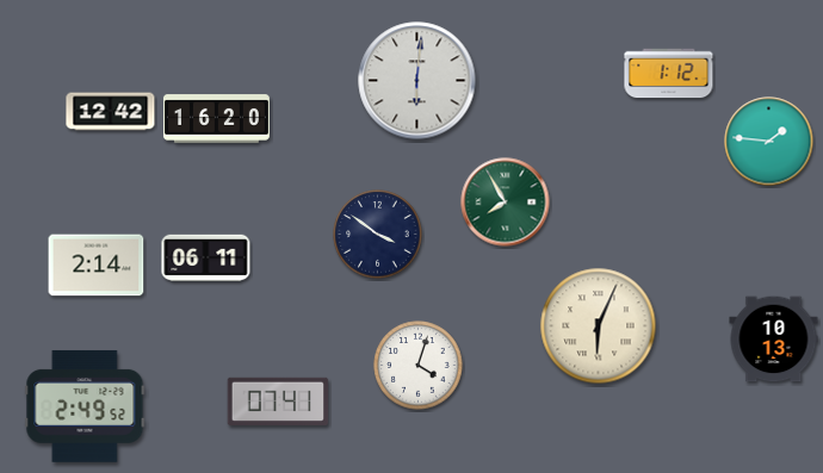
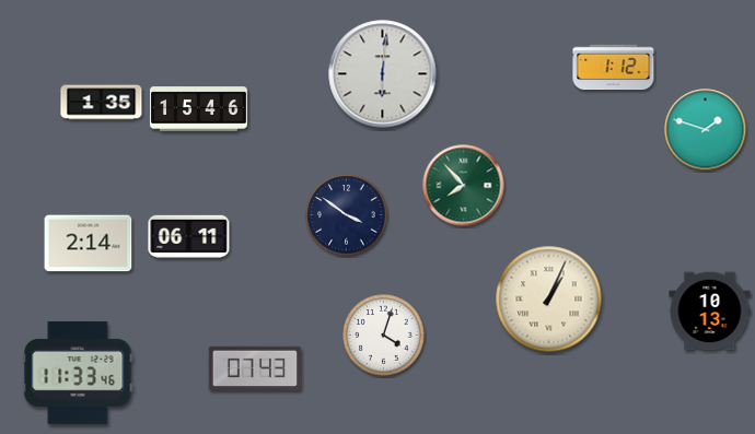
clock at (111, 112): 12:42 -> 1:35
clock at (216, 119): 16:20 -> 15:46
clock at (769, 142): 1:46 -> 1:48
clock at (506, 203): 7:55 -> 7:53
clock at (599, 326): 6:04 -> 1:04
clock at (278, 402): 07:41 -> 07:43
clock at (85, 406): 2:49 -> 11:33
